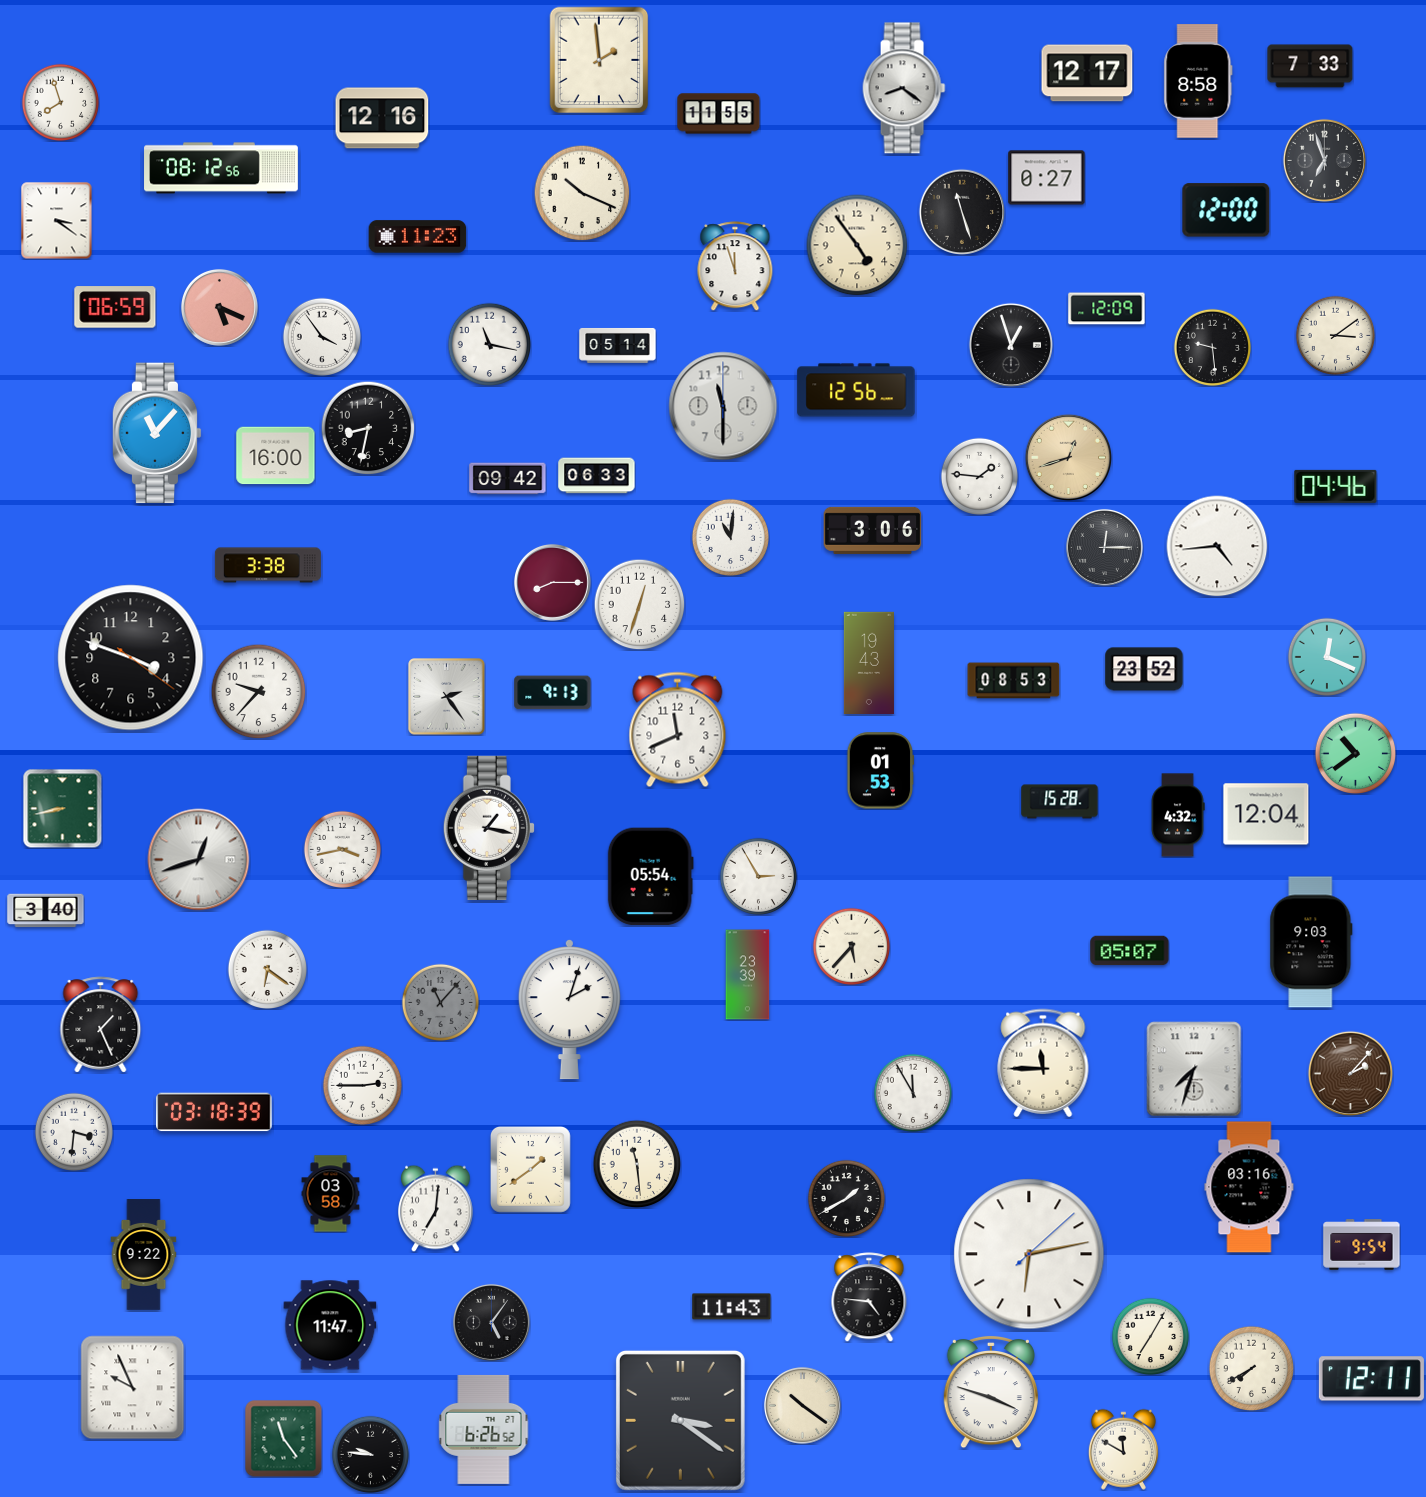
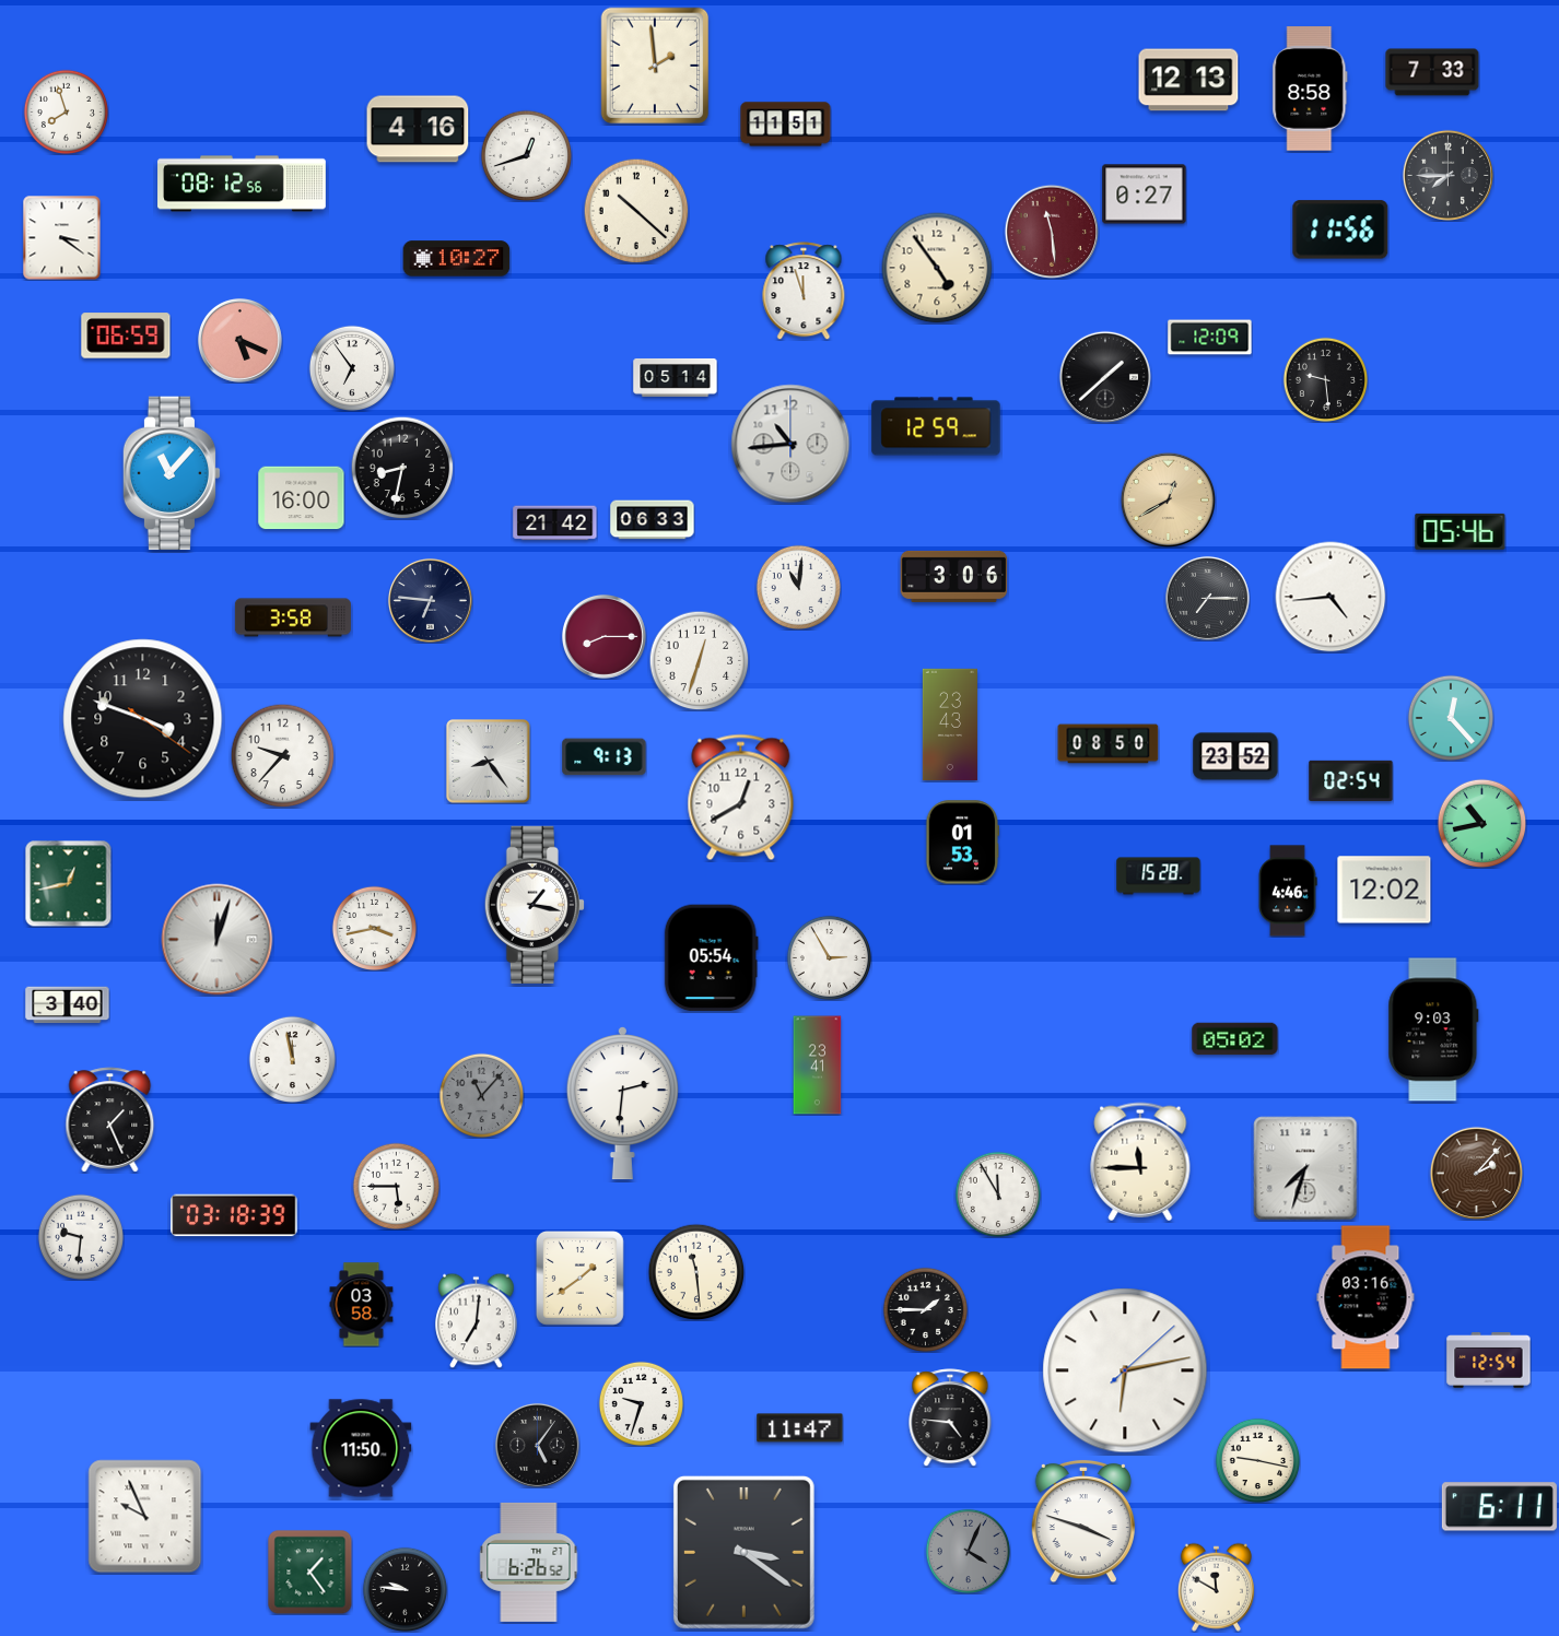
clock at (1087, 73): 12:17 -> 12:13
clock at (904, 88): 8:21 -> none
clock at (719, 114): 11:55 -> 11:51
clock at (382, 118): 12:16 -> 4:16
clock at (526, 155): none -> 12:42
clock at (1324, 160): 6:57 -> 7:45
clock at (582, 193): 10:19 -> 10:22
clock at (1226, 210): 12:00 -> 11:56
clock at (961, 211): 11:27 -> 11:29
clock at (961, 211) dial: black -> burgundy
clock at (57, 220) position: (57, 220) -> (62, 237)
clock at (418, 237): 11:23 -> 10:27
clock at (219, 307) position: (219, 307) -> (239, 340)
clock at (1335, 335): 3:09 -> none
clock at (321, 336): 3:54 -> 6:54
clock at (489, 344): 11:17 -> none
clock at (1011, 345): 12:57 -> 1:38
clock at (856, 390): 12:56 -> 12:59
clock at (723, 406): 11:30 -> 10:44
clock at (1068, 457): 12:42 -> 12:40
clock at (979, 476): 1:46 -> none
clock at (508, 479): 09:42 -> 21:42
clock at (1336, 486): 04:46 -> 05:46
clock at (873, 530) position: (873, 530) -> (954, 576)
clock at (1104, 547): 12:15 -> 7:15
clock at (430, 600): none -> 6:46
clock at (268, 565): 3:38 -> 3:58
clock at (1326, 656): 12:19 -> 12:23
clock at (869, 663): 19:43 -> 23:43
clock at (1144, 669) position: (1144, 669) -> (1235, 756)
clock at (1014, 681): 08:53 -> 08:50
clock at (447, 697): 2:24 -> 8:24
clock at (1351, 780): none -> 02:54
clock at (678, 730): 11:41 -> 12:40
clock at (1355, 753): 10:39 -> 10:43
clock at (62, 808): 8:43 -> 12:43
clock at (1266, 814): 12:04 -> 12:02
clock at (1178, 815): 4:32 -> 4:46
clock at (199, 860): 12:42 -> 12:03
clock at (46, 911) position: (46, 911) -> (68, 1005)
clock at (851, 946): 5:37 -> none
clock at (1130, 951): 05:07 -> 05:02
clock at (267, 969): 6:21 -> 11:58
clock at (748, 975): 23:39 -> 23:41
clock at (569, 1009): 2:03 -> 2:31
clock at (362, 1085): 2:45 -> 5:45
clock at (73, 1131): 3:31 -> 9:31
clock at (846, 1198): 1:40 -> 1:45
clock at (1362, 1245): 9:54 -> 12:54
clock at (144, 1255): 9:22 -> none
clock at (641, 1403): none -> 9:33
clock at (732, 1307): 11:43 -> 11:47
clock at (330, 1325): 11:47 -> 11:50
clock at (1150, 1336): 7:05 -> 9:17
clock at (1251, 1368): 7:40 -> none
clock at (1371, 1379): 12:11 -> 6:11
clock at (802, 1405): 10:21 -> none
clock at (968, 1551): none -> 4:04
clock at (283, 1438): 11:24 -> 1:24
clock at (1123, 1449) position: (1123, 1449) -> (1216, 1587)
